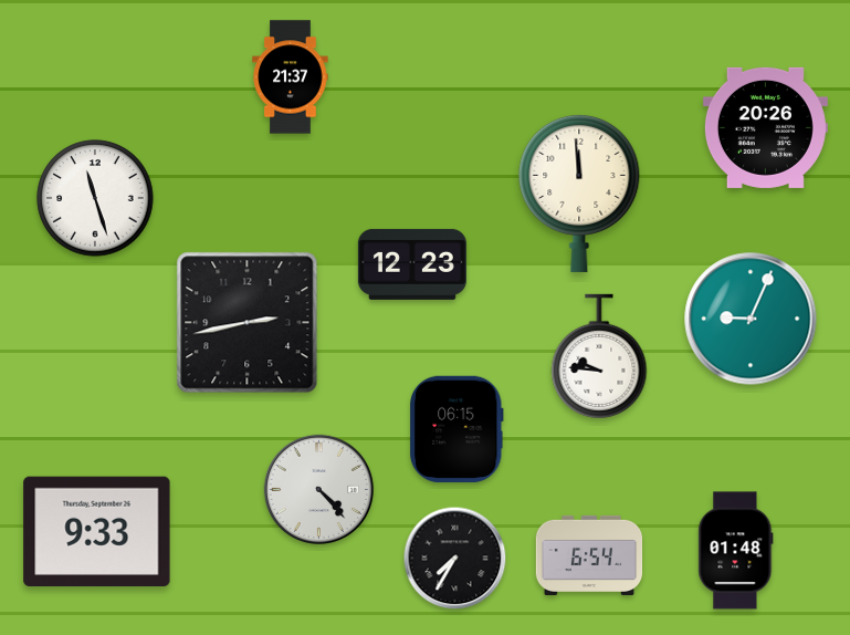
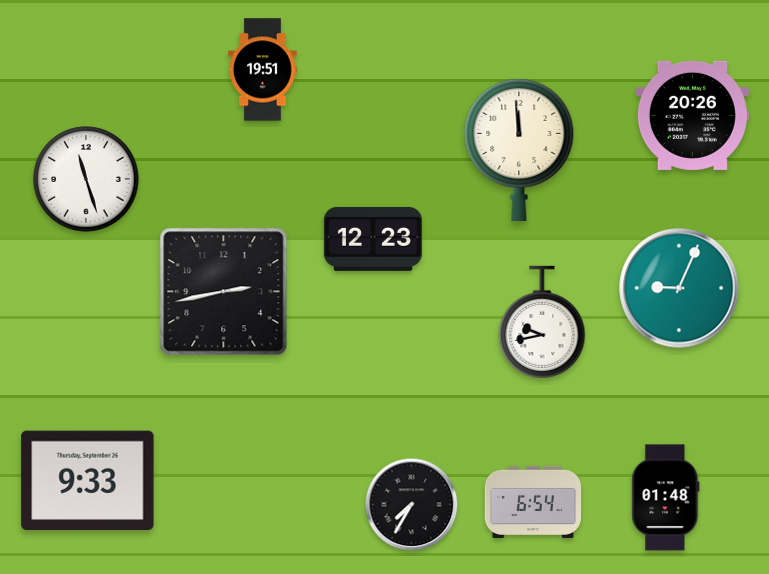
clock at (291, 77): 21:37 -> 19:51
clock at (579, 192) position: (579, 192) -> (519, 149)
clock at (599, 356): 9:46 -> 9:43
clock at (457, 428): 06:15 -> none
clock at (319, 490): 4:23 -> none
